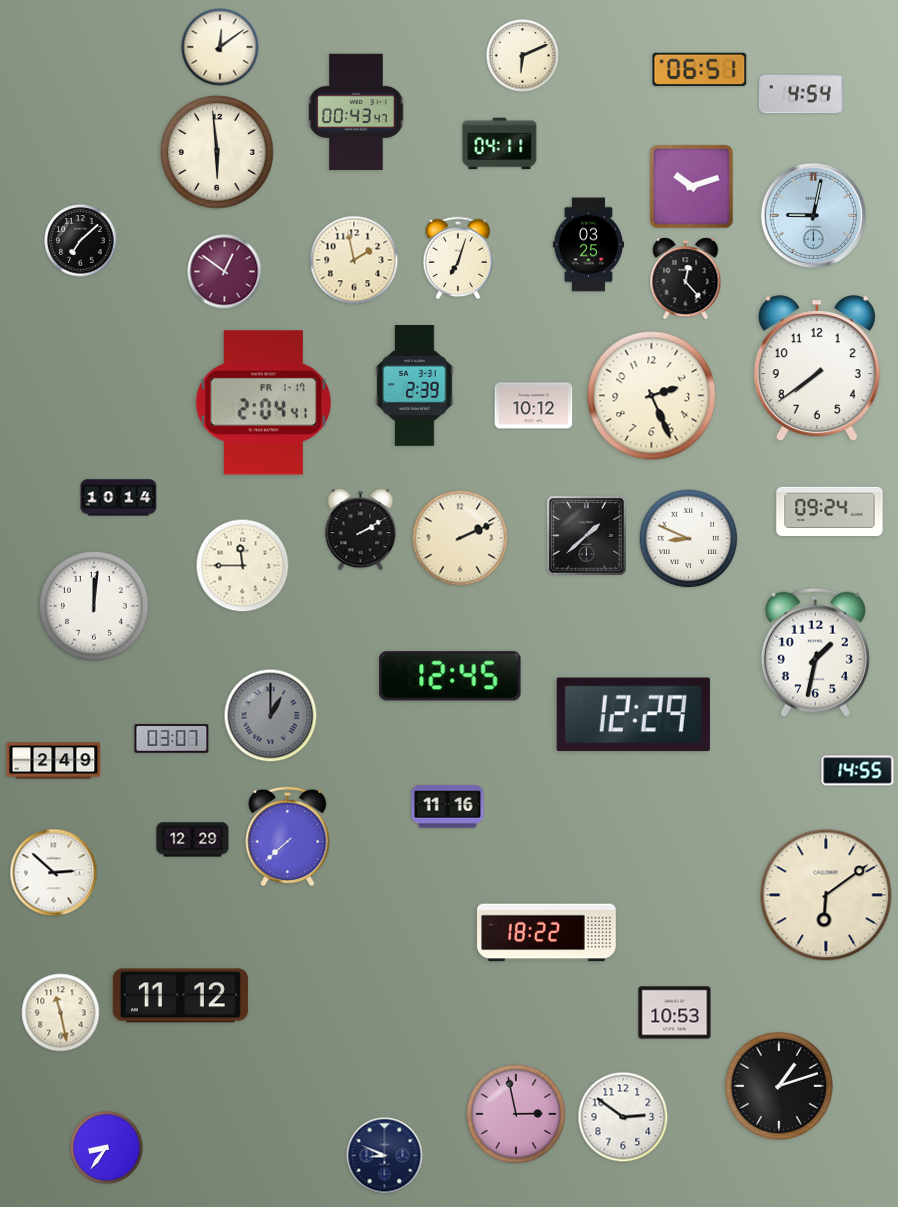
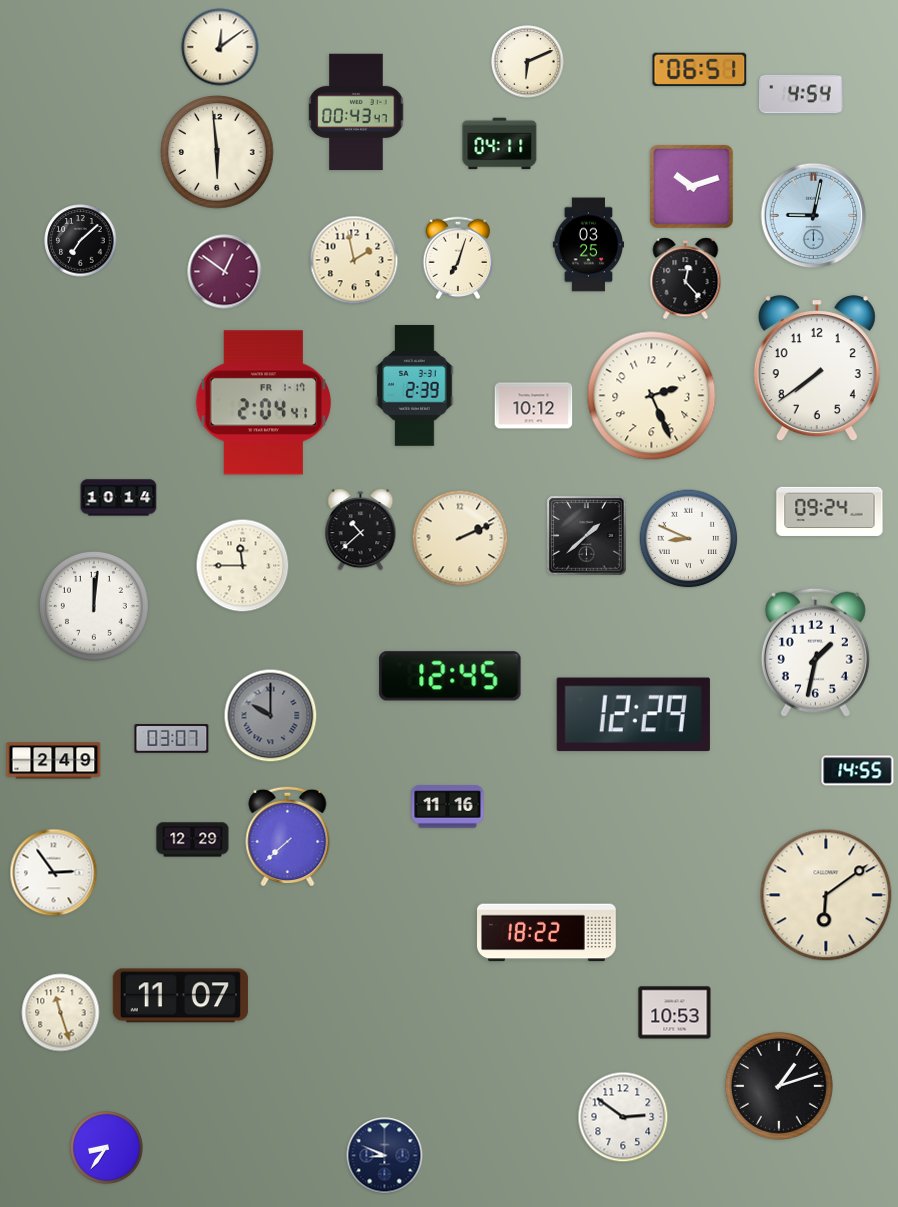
clock at (523, 56) position: (523, 56) -> (528, 62)
clock at (361, 530): 2:10 -> 10:38
clock at (271, 716): 1:00 -> 10:00
clock at (54, 873): 2:52 -> 2:54
clock at (180, 996): 11:12 -> 11:07
clock at (61, 1013): 11:28 -> 11:27
clock at (516, 1114): 2:58 -> none
